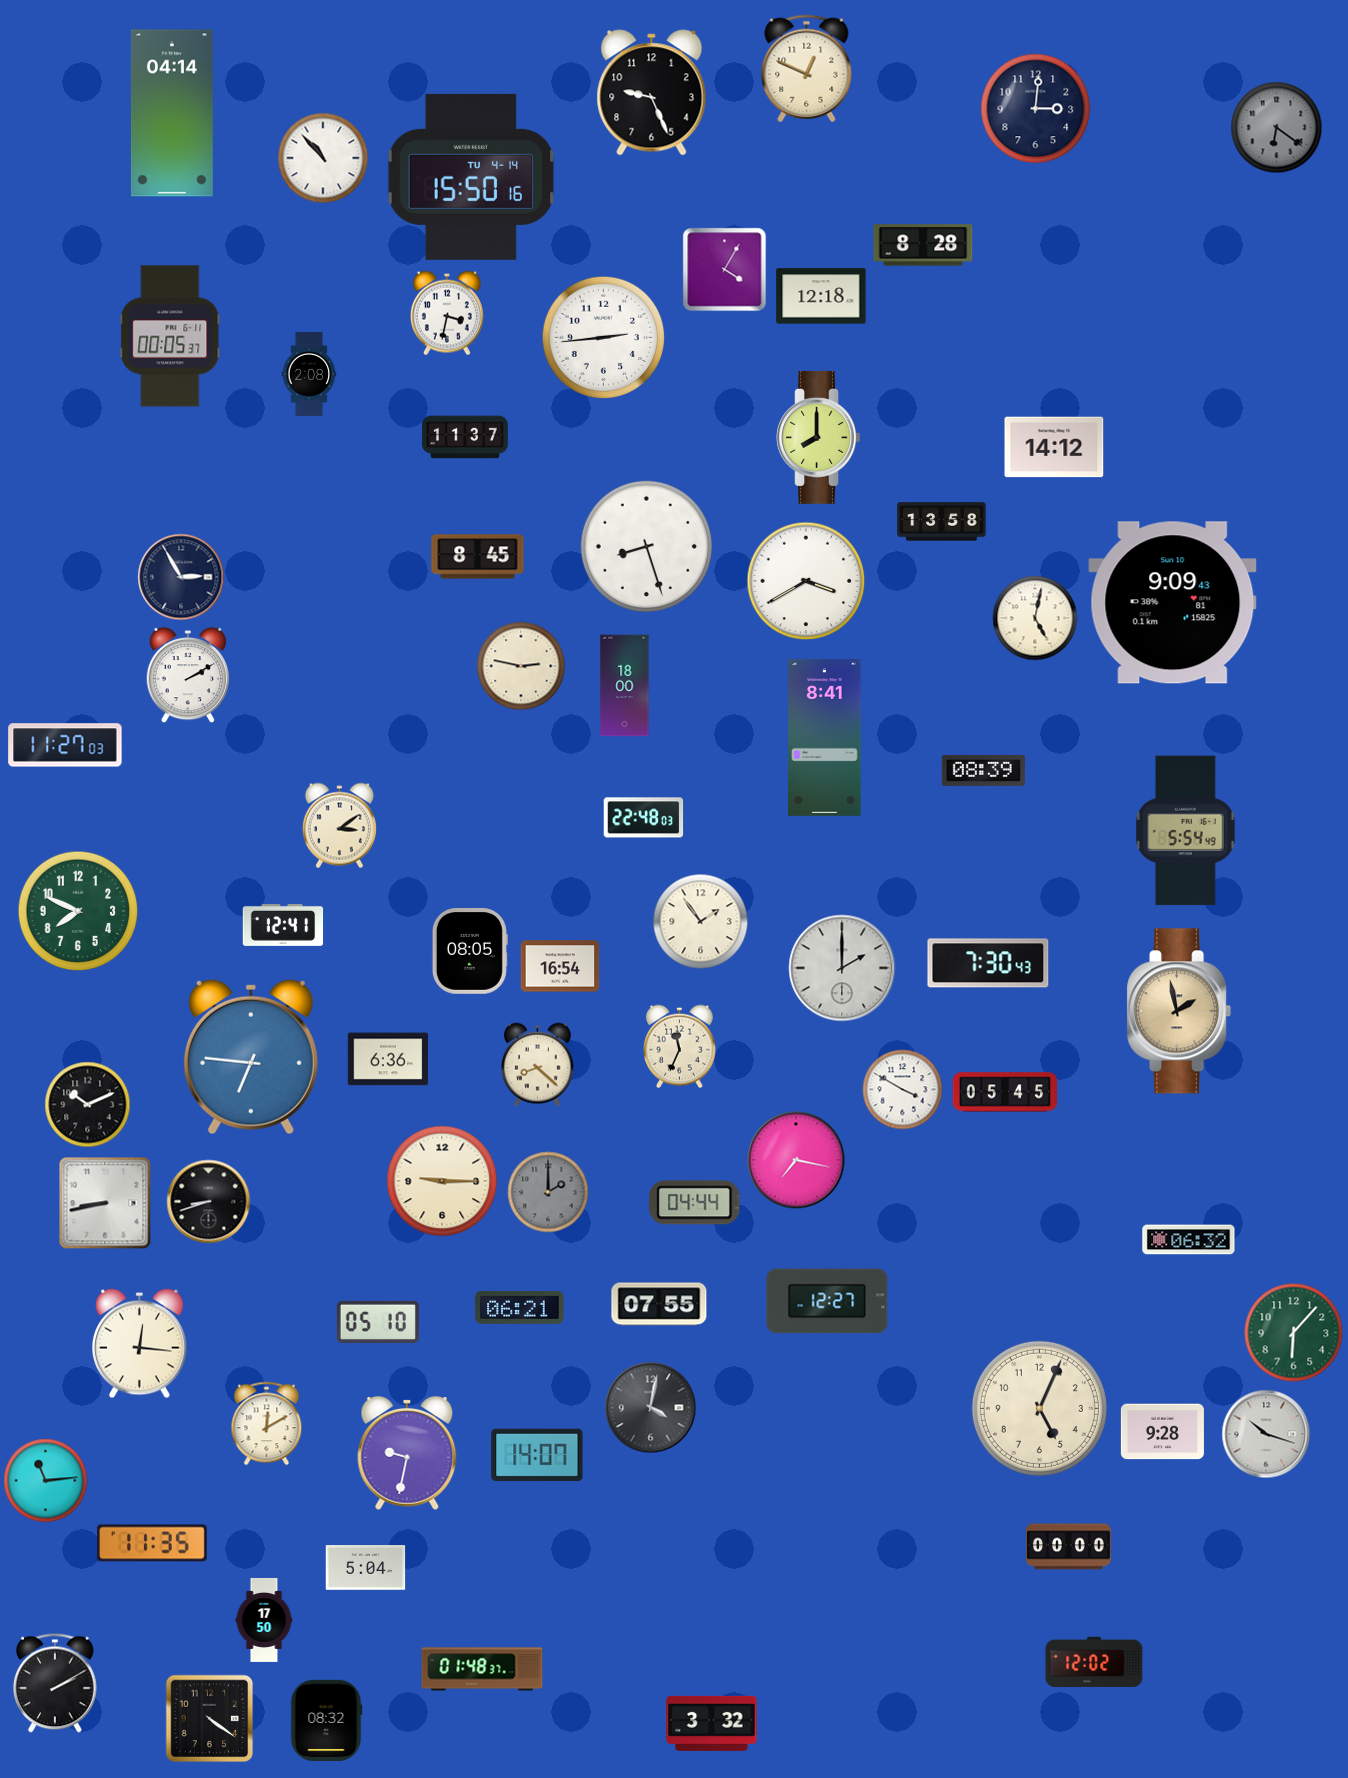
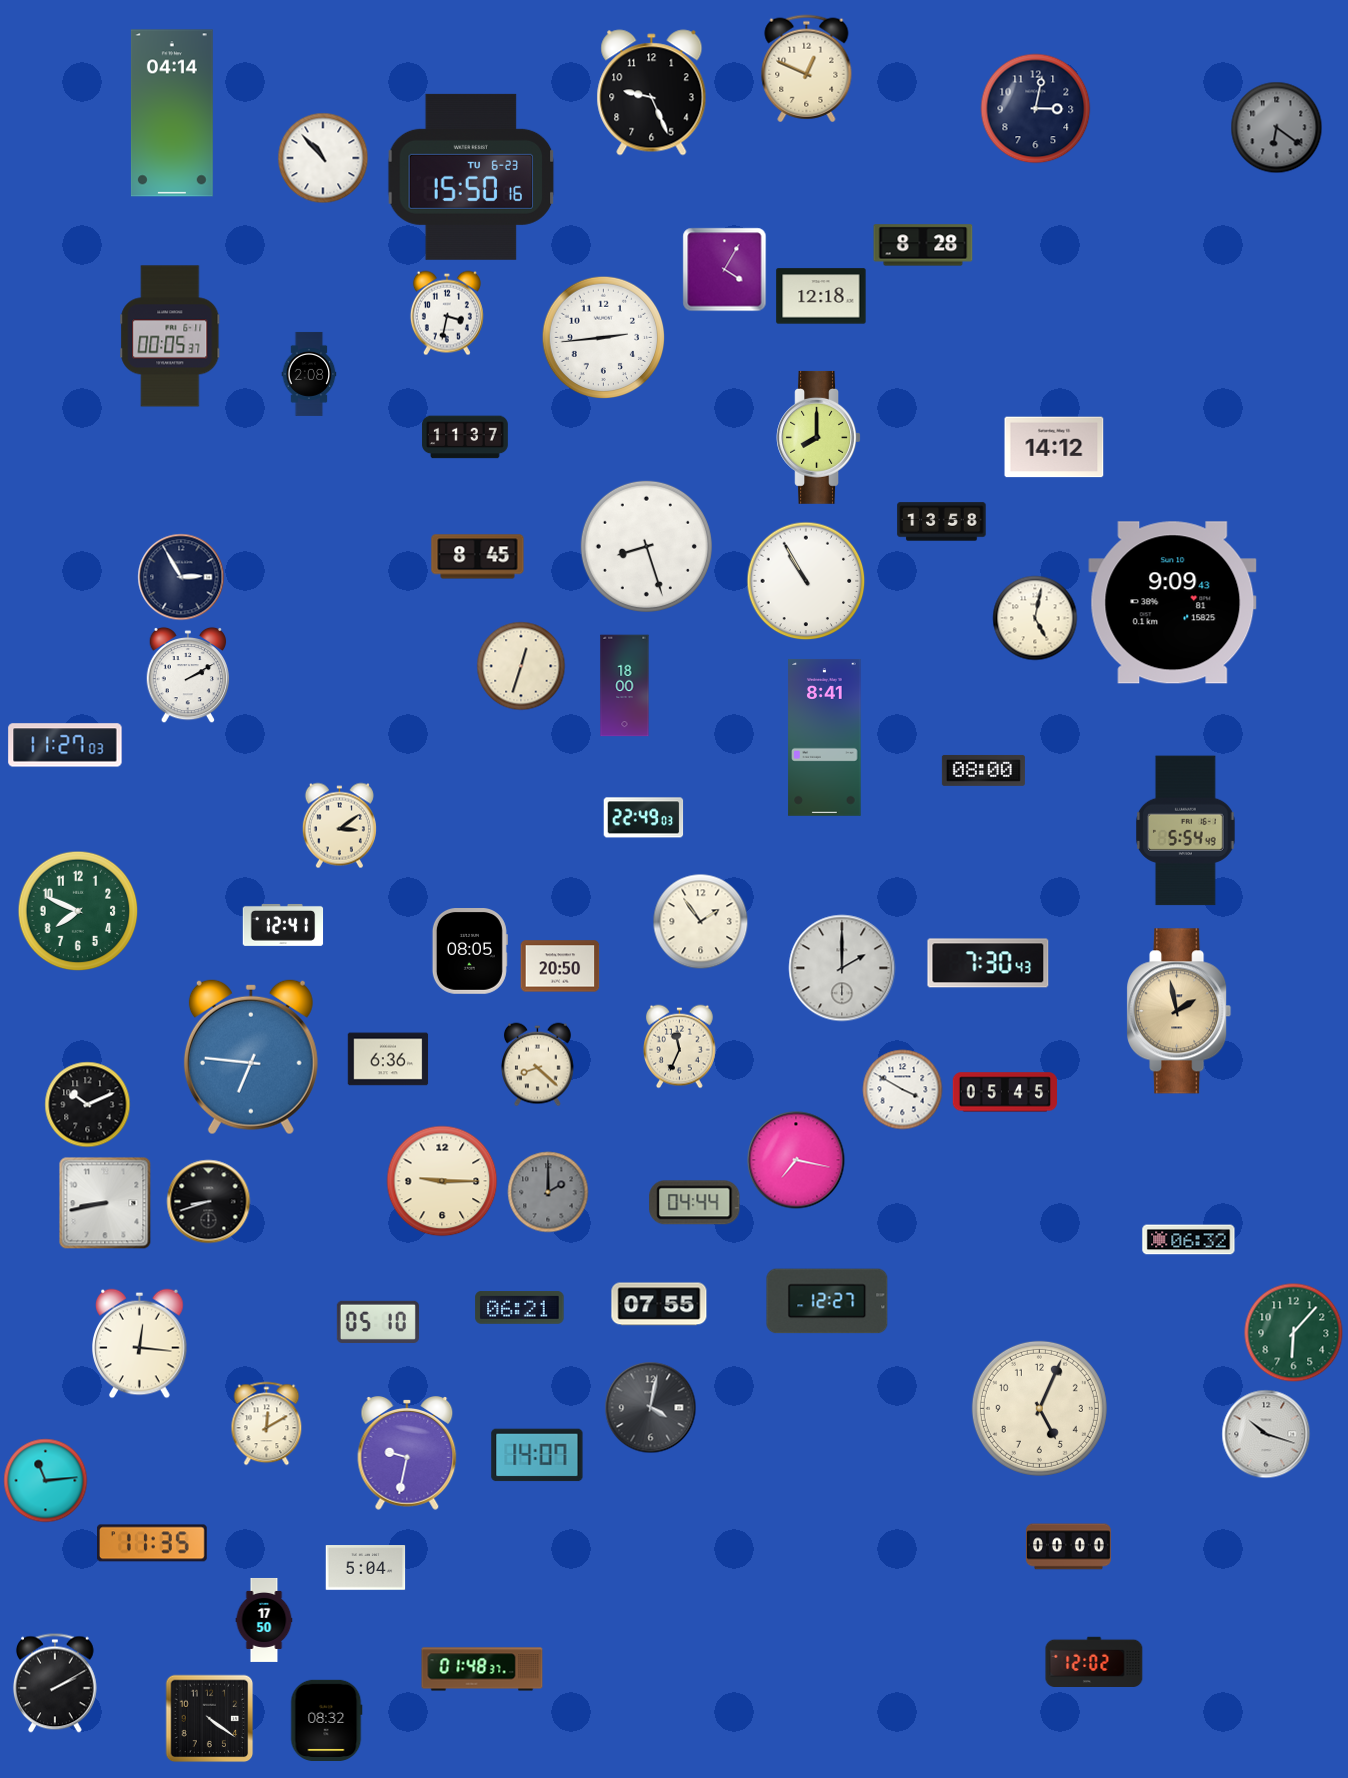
clock at (1036, 109): 3:01 -> 3:02
clock at (471, 177) date: TU 4-14 -> TU 6-23
clock at (806, 581): 3:40 -> 10:55
clock at (521, 666): 2:47 -> 12:33
clock at (983, 770): 08:39 -> 08:00
clock at (644, 818): 22:48 -> 22:49
clock at (560, 966): 16:54 -> 20:50
clock at (1162, 1432): 9:28 -> none
clock at (712, 1723): 3:32 -> none
